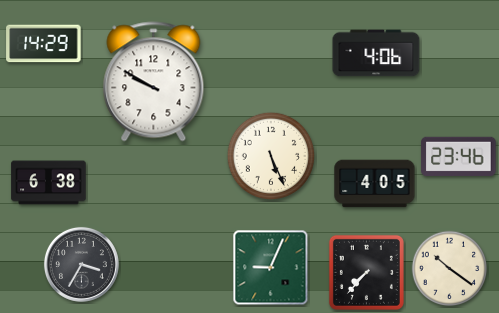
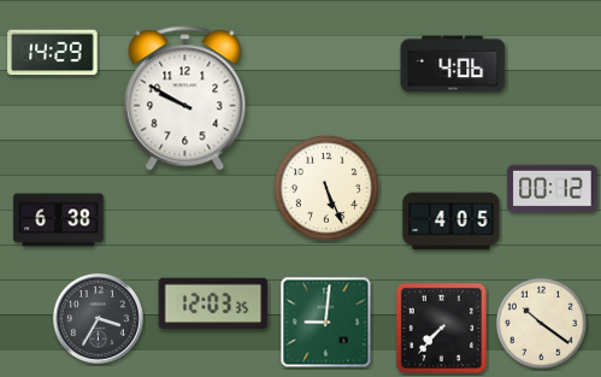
clock at (459, 156): 23:46 -> 00:12
clock at (213, 304): none -> 12:03
clock at (271, 268): 9:04 -> 9:01
